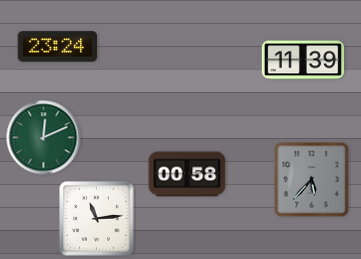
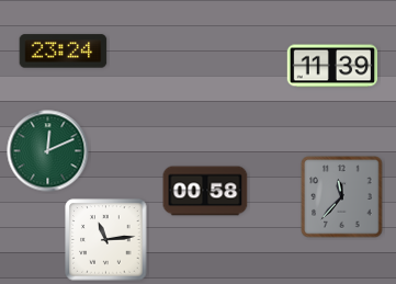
clock at (312, 180): 5:37 -> 11:37
